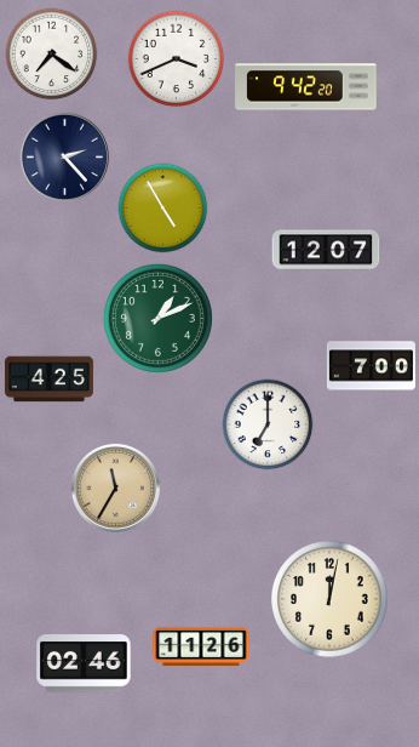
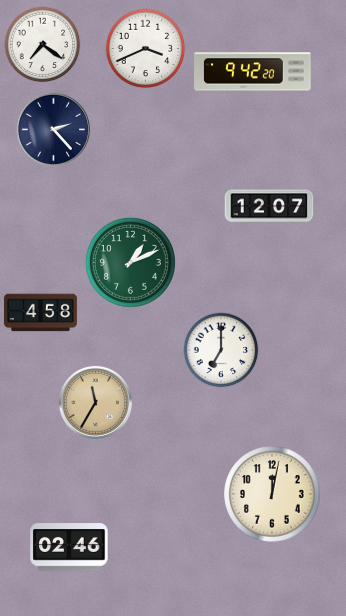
clock at (163, 209): 4:55 -> none
clock at (371, 366): 7:00 -> none
clock at (48, 380): 4:25 -> 4:58
clock at (201, 646): 11:26 -> none
